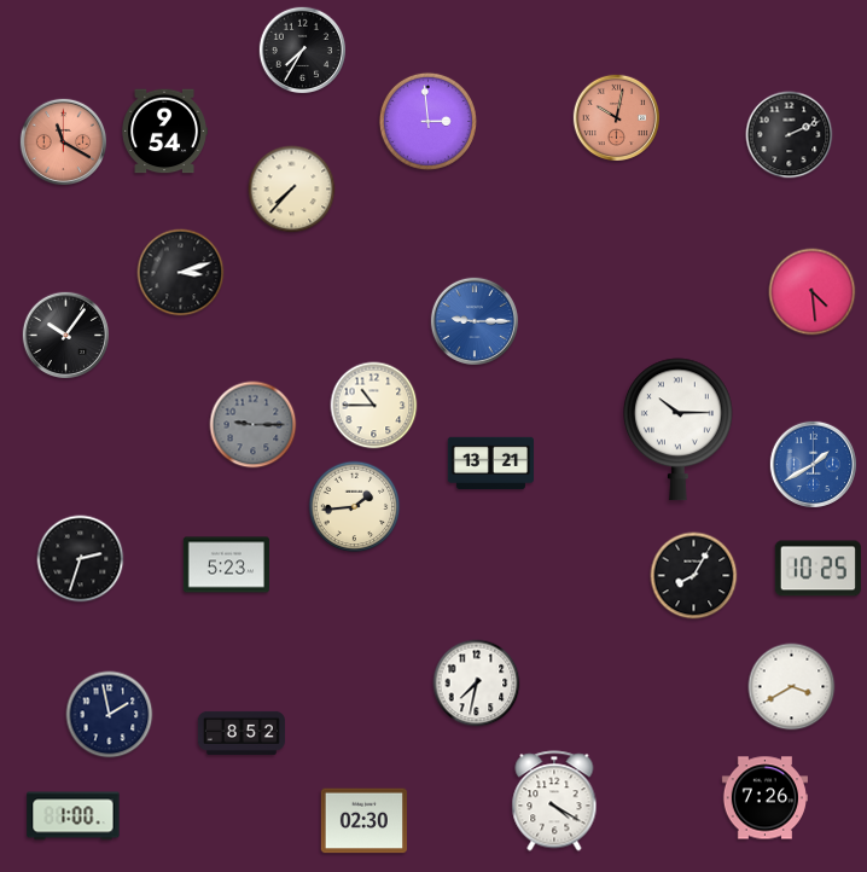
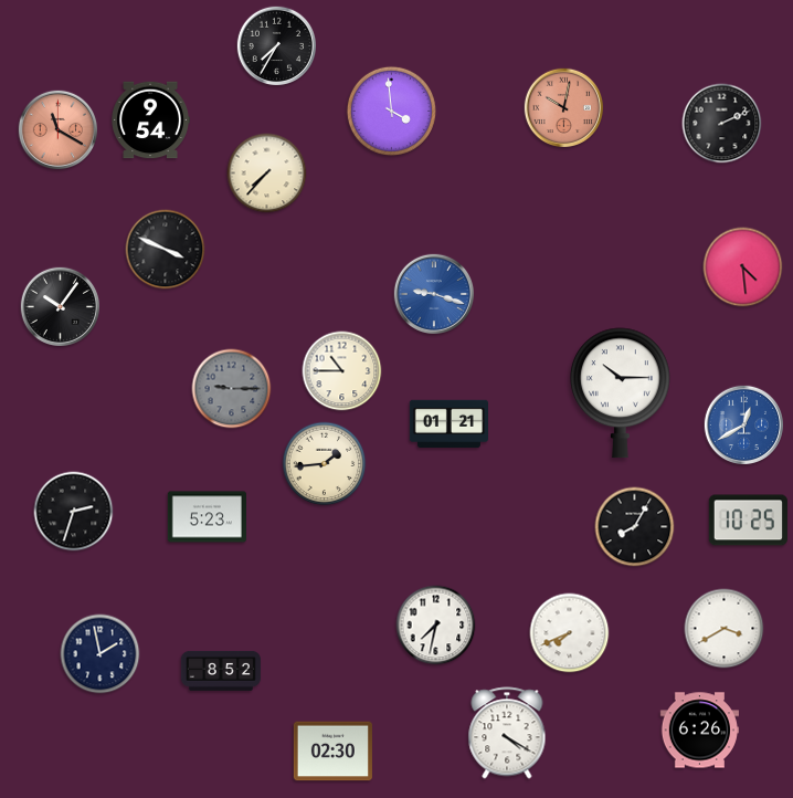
clock at (427, 121): 2:59 -> 3:59
clock at (181, 273): 3:12 -> 3:49
clock at (473, 320): 9:15 -> 9:18
clock at (490, 464): 13:21 -> 01:21
clock at (813, 464): 1:40 -> 12:40
clock at (570, 633): none -> 7:41
clock at (764, 798): 7:26 -> 6:26
clock at (74, 816): 1:00 -> none
